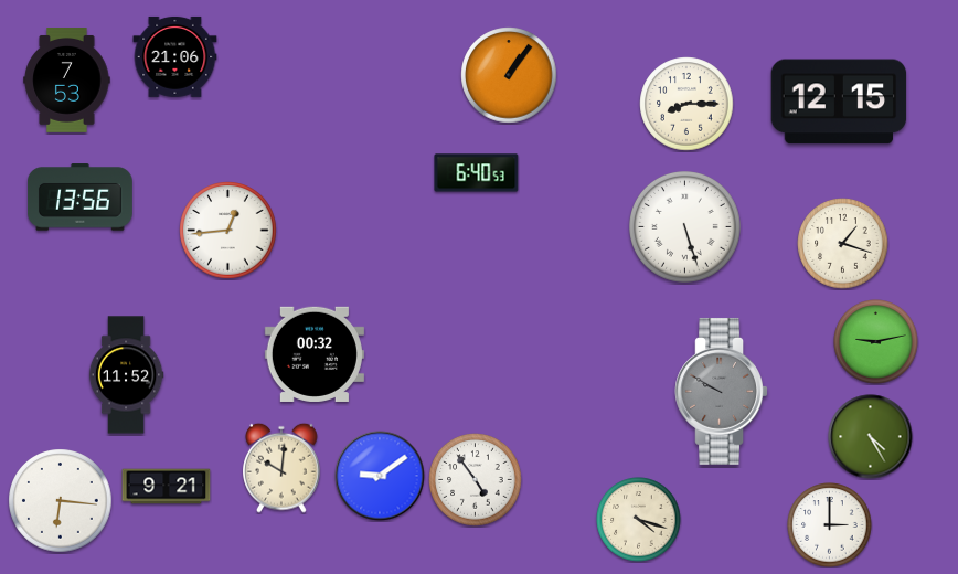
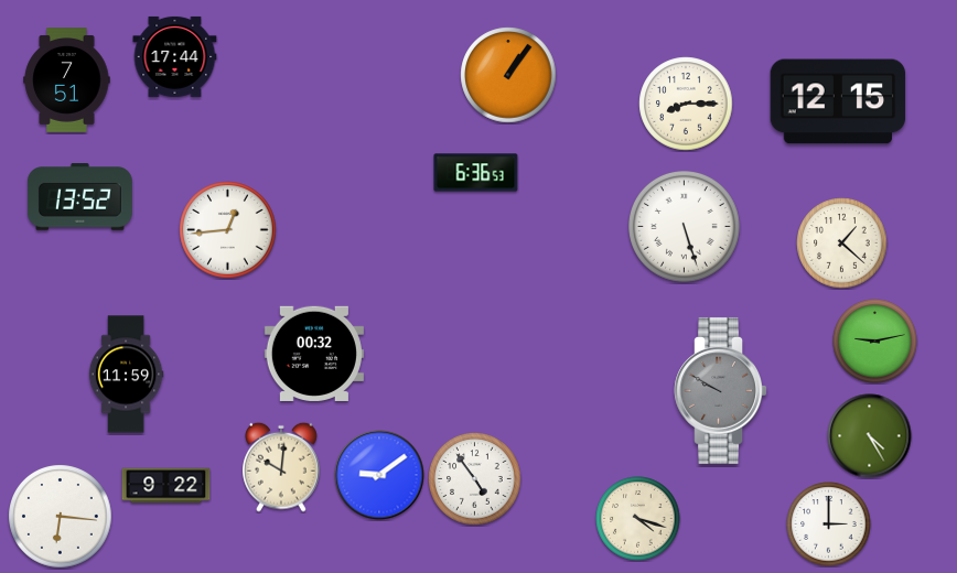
clock at (175, 56): 21:06 -> 17:44
clock at (67, 81): 7:53 -> 7:51
clock at (477, 173): 6:40 -> 6:36
clock at (79, 198): 13:56 -> 13:52
clock at (843, 244): 1:18 -> 1:22
clock at (126, 375): 11:52 -> 11:59
clock at (167, 487): 9:21 -> 9:22
clock at (61, 501) position: (61, 501) -> (61, 517)
